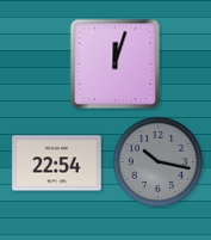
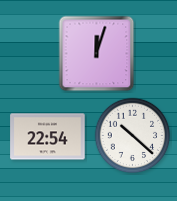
clock at (159, 162): 10:17 -> 10:22
clock at (159, 162) dial: grey -> white
